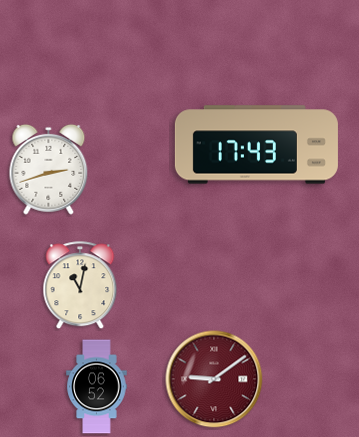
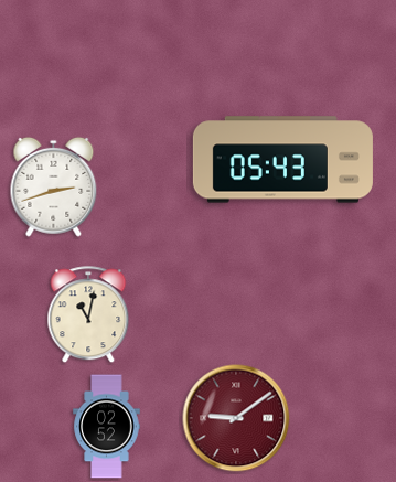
clock at (256, 145): 17:43 -> 05:43
clock at (97, 387): 06:52 -> 02:52
